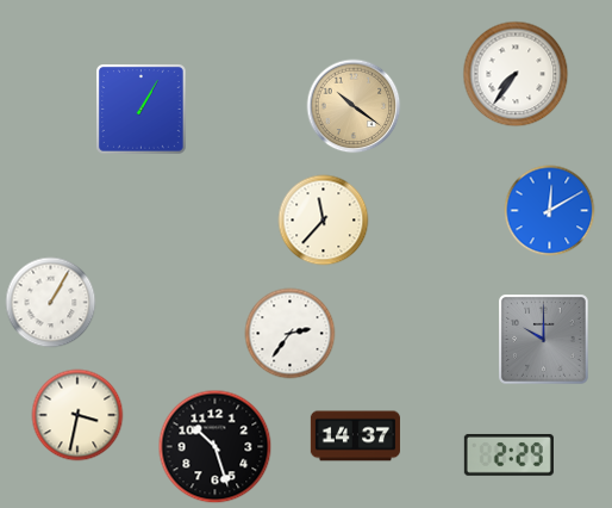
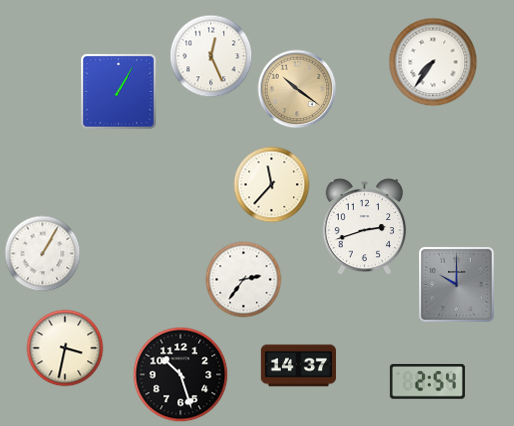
clock at (211, 56): none -> 12:26
clock at (550, 211): 12:10 -> none
clock at (364, 227): none -> 2:42
clock at (508, 454): 2:29 -> 2:54
